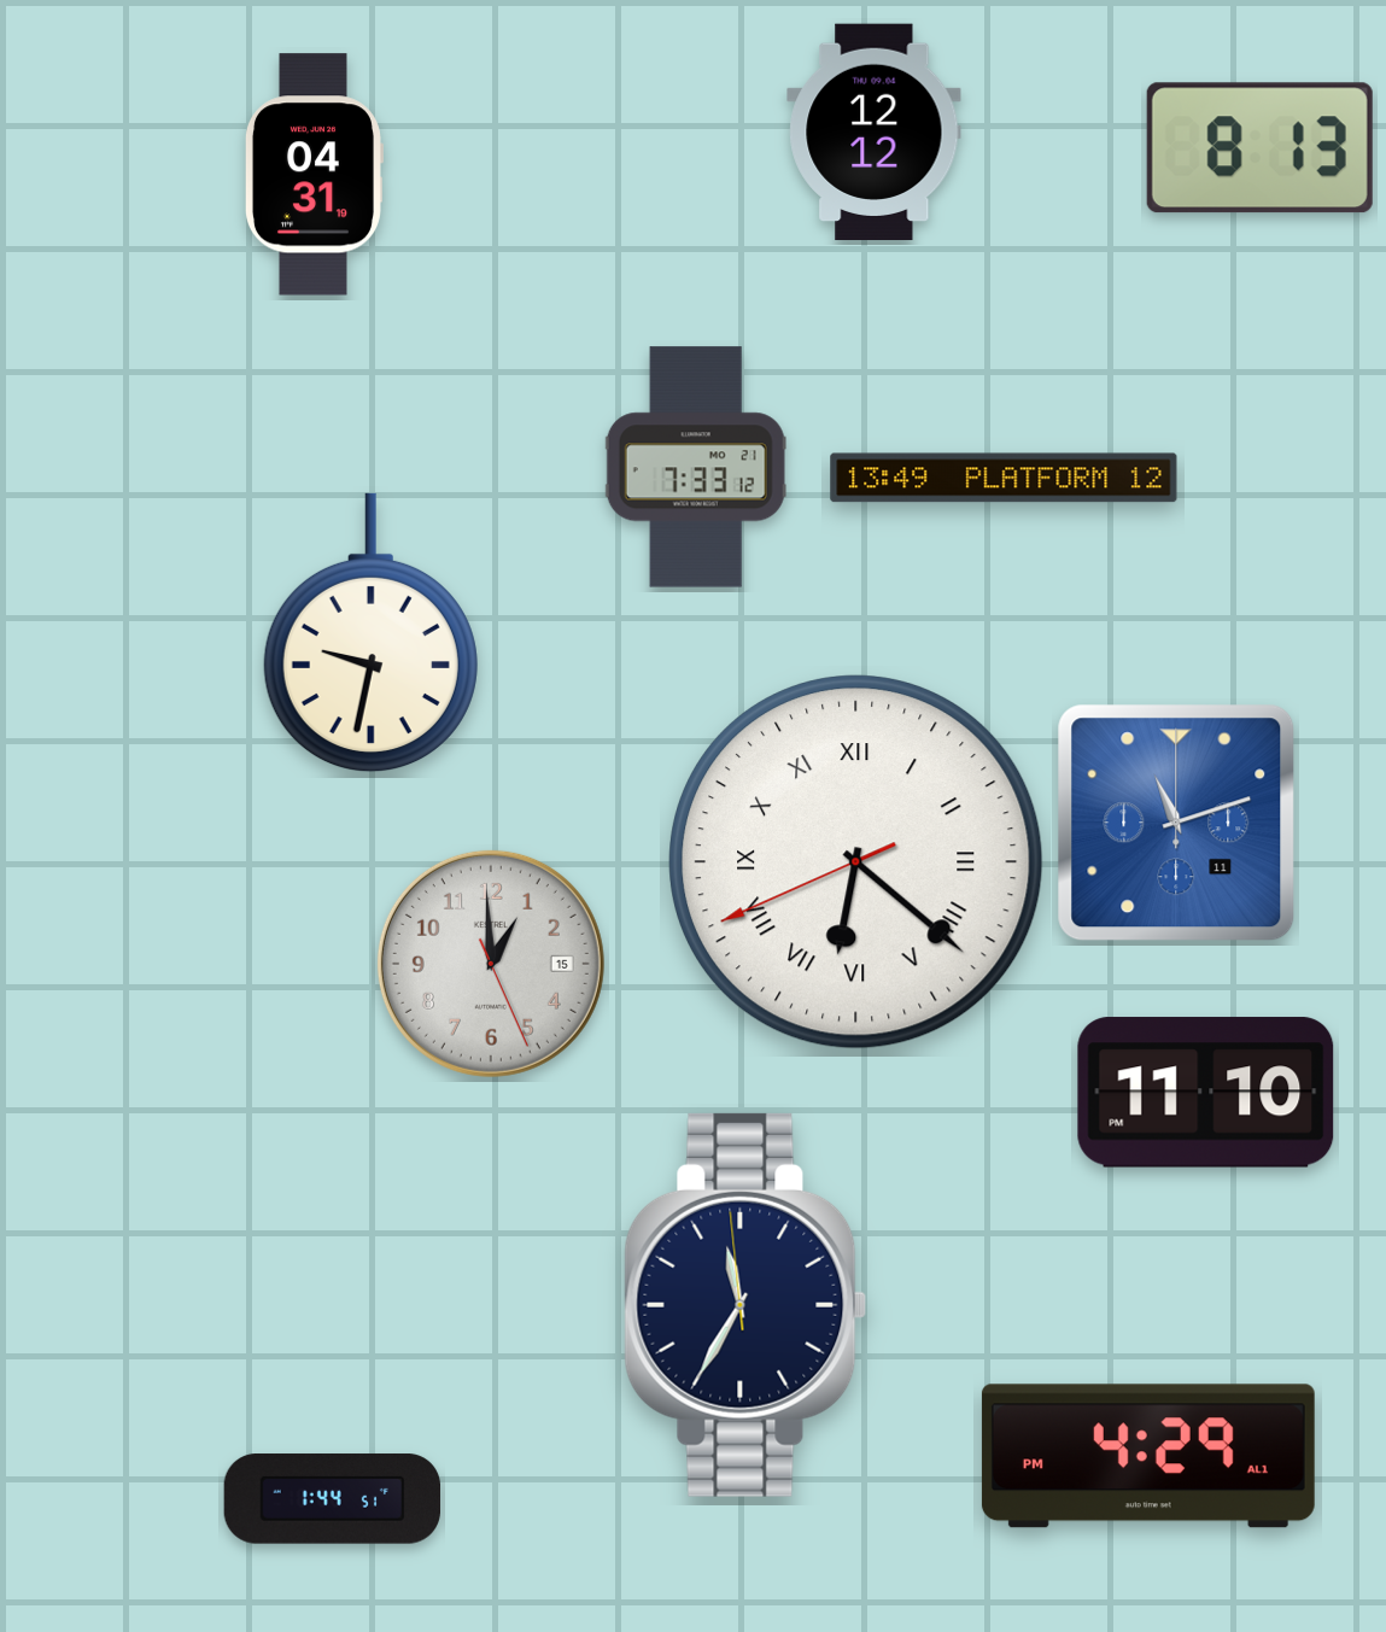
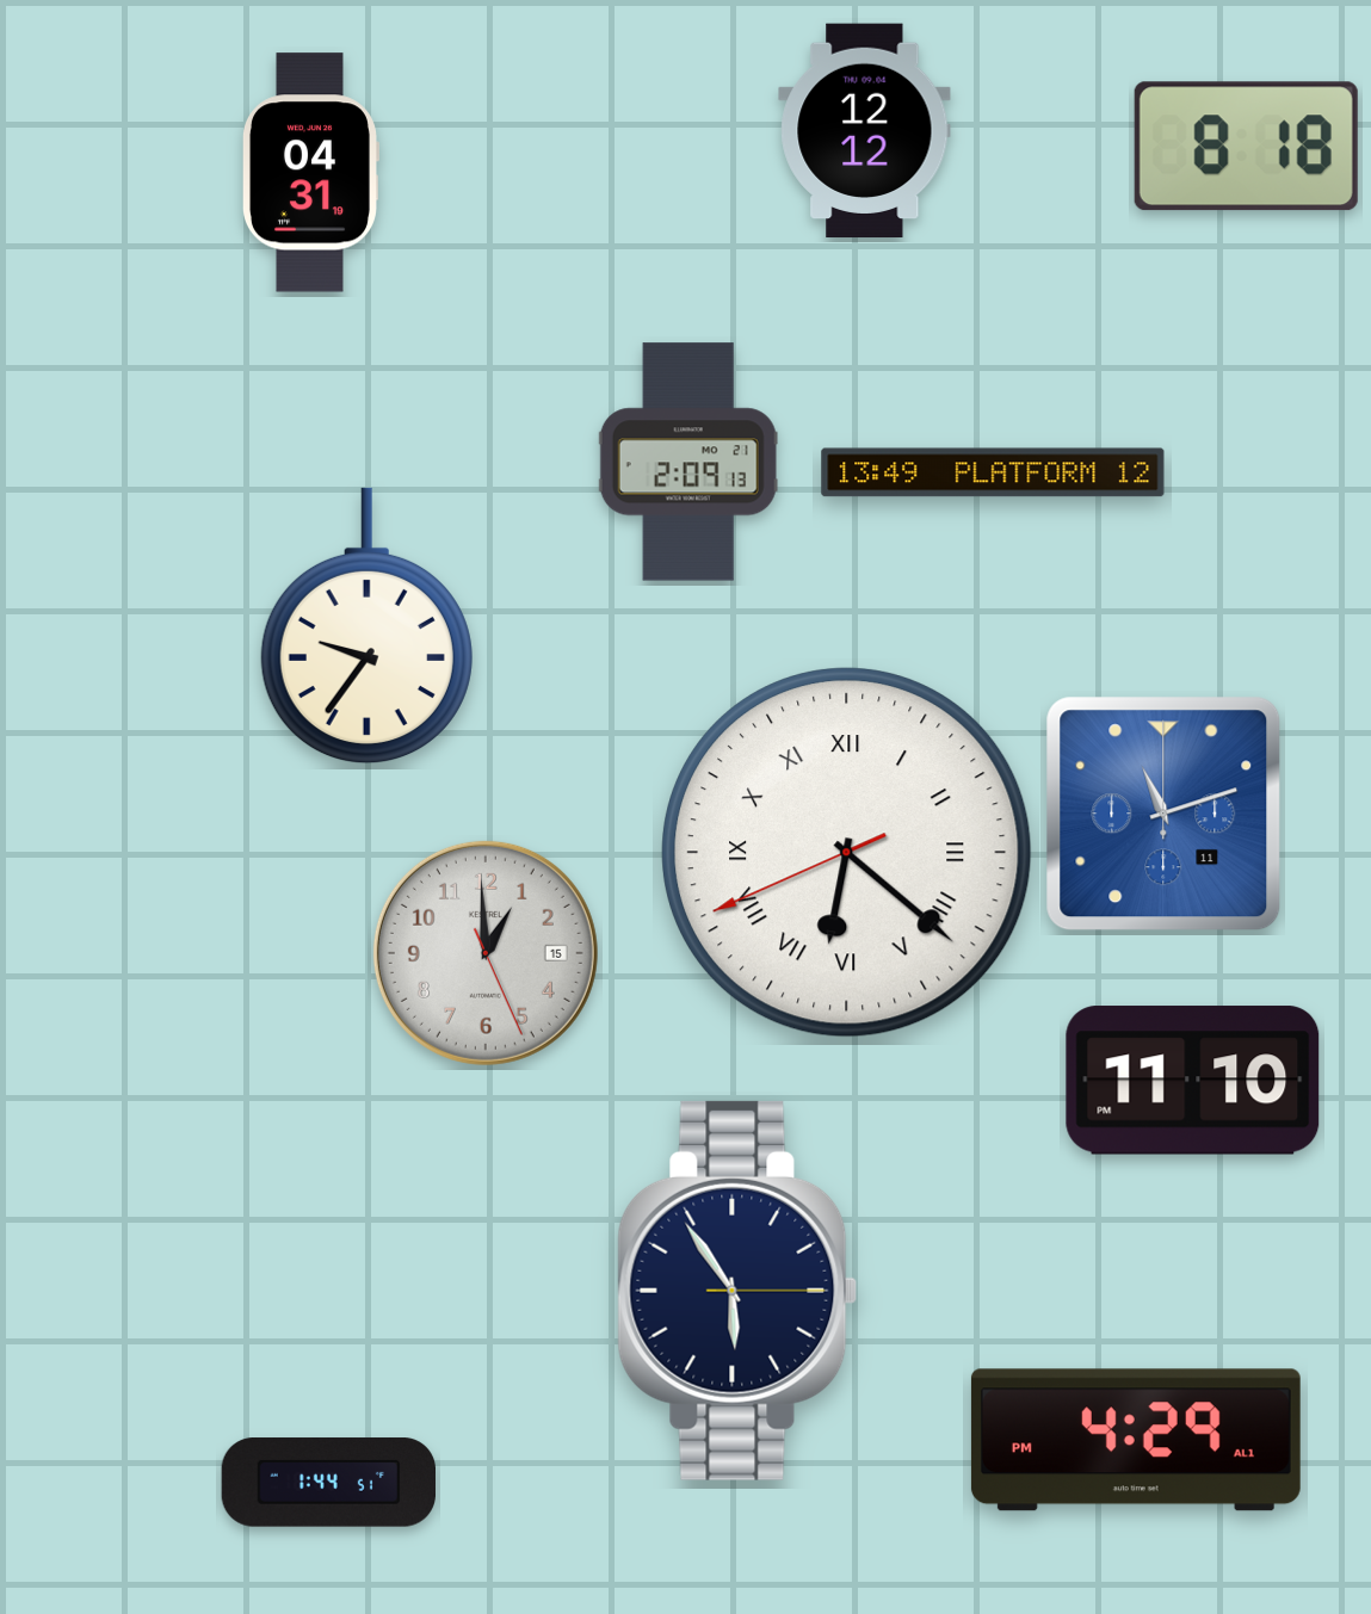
clock at (1259, 148): 8:13 -> 8:18
clock at (696, 467): 7:33 -> 2:09
clock at (370, 633): 9:32 -> 9:36
clock at (745, 1305): 11:34 -> 5:54
